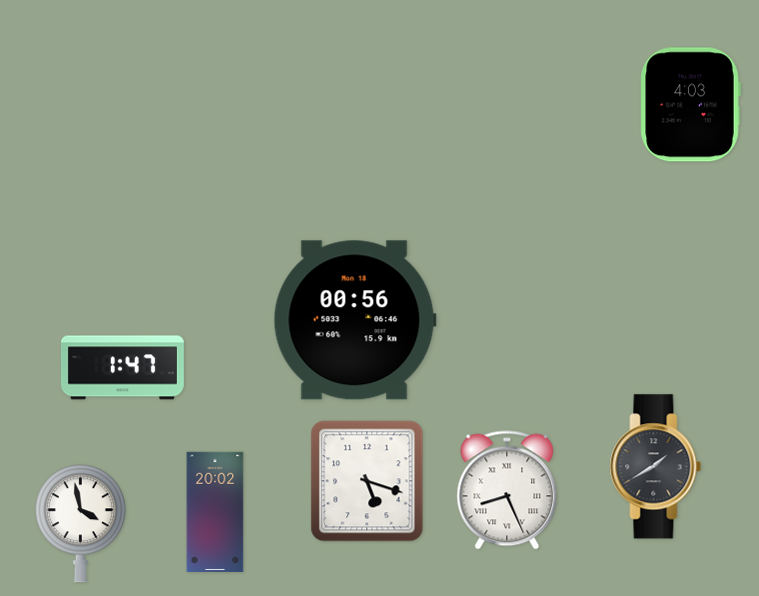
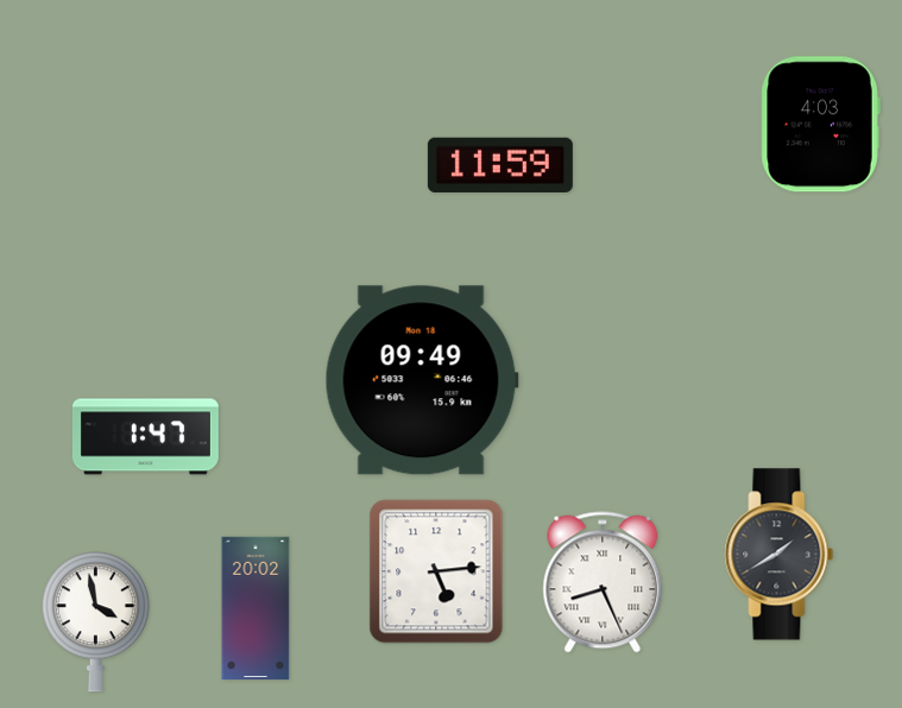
clock at (500, 165): none -> 11:59
clock at (355, 320): 00:56 -> 09:49
clock at (367, 481): 5:18 -> 5:14
